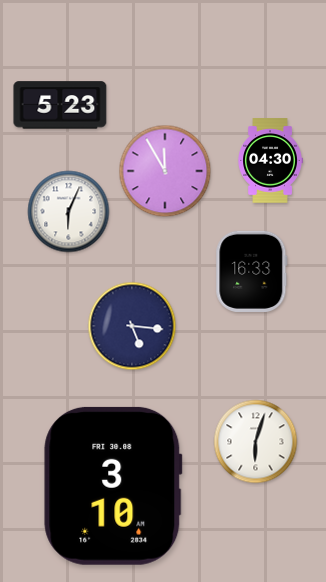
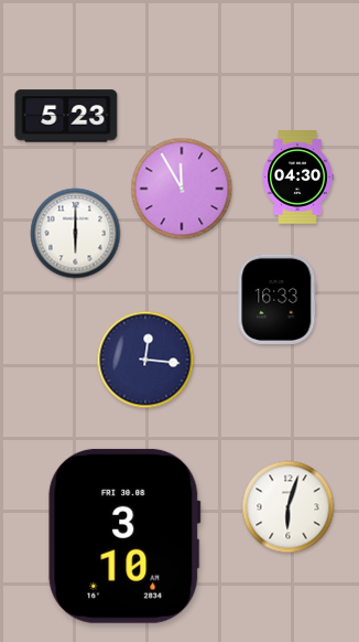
clock at (69, 212): 6:04 -> 6:00
clock at (132, 326): 5:16 -> 12:16
clock at (256, 442) position: (256, 442) -> (289, 507)
